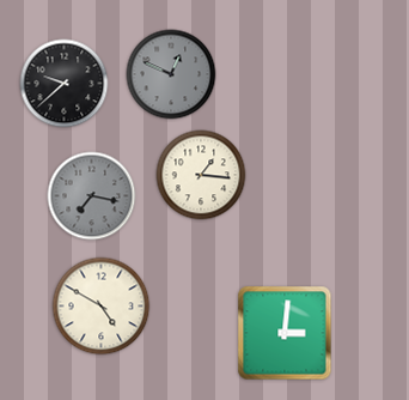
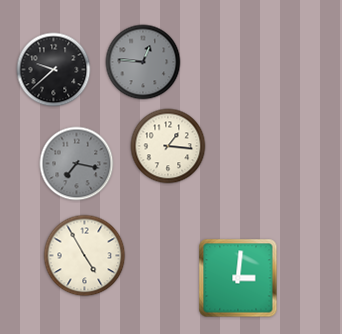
clock at (171, 74): 12:49 -> 12:46
clock at (102, 307): 4:50 -> 4:55
